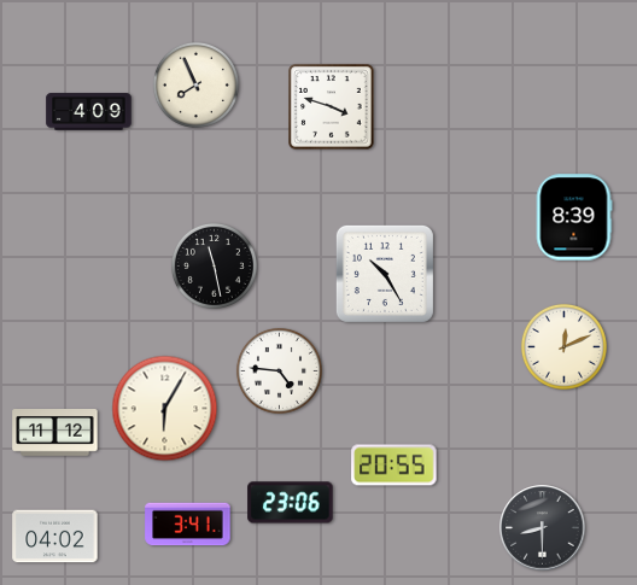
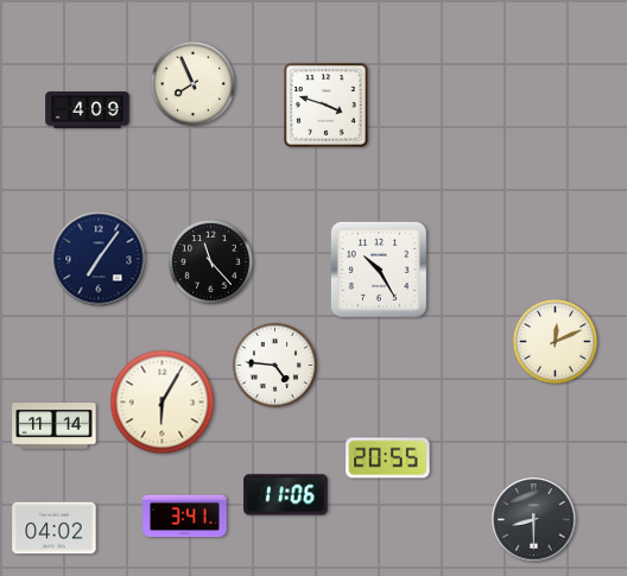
clock at (574, 217): 8:39 -> none
clock at (99, 259): none -> 7:06
clock at (214, 265): 11:28 -> 11:23
clock at (55, 433): 11:12 -> 11:14
clock at (291, 503): 23:06 -> 11:06
